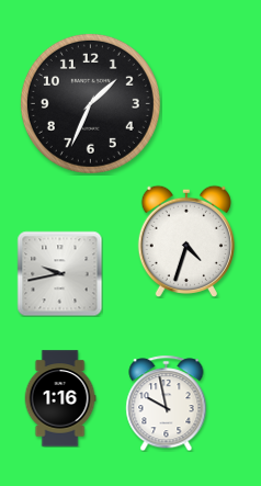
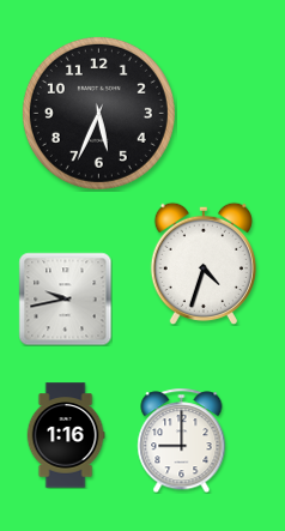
clock at (90, 103): 1:34 -> 5:34
clock at (167, 403): 9:58 -> 9:00
